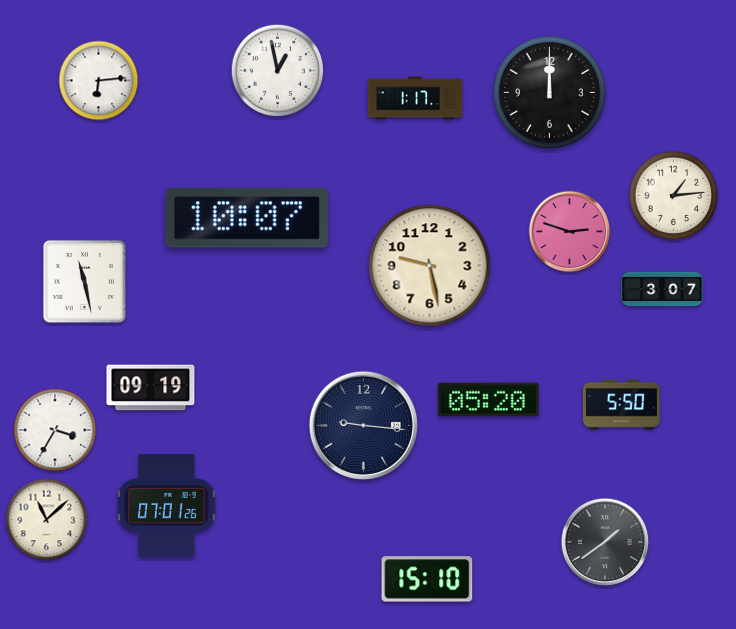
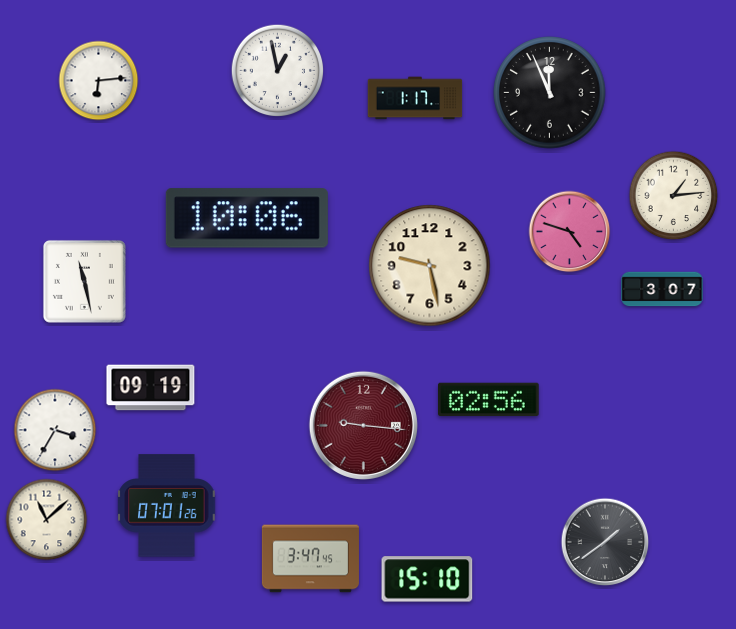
clock at (550, 93): 12:00 -> 11:56
clock at (247, 218): 10:07 -> 10:06
clock at (570, 232): 2:48 -> 4:48
clock at (489, 400): 05:20 -> 02:56
clock at (621, 405): 5:50 -> none
clock at (363, 425) dial: navy -> burgundy
clock at (310, 559): none -> 3:47
